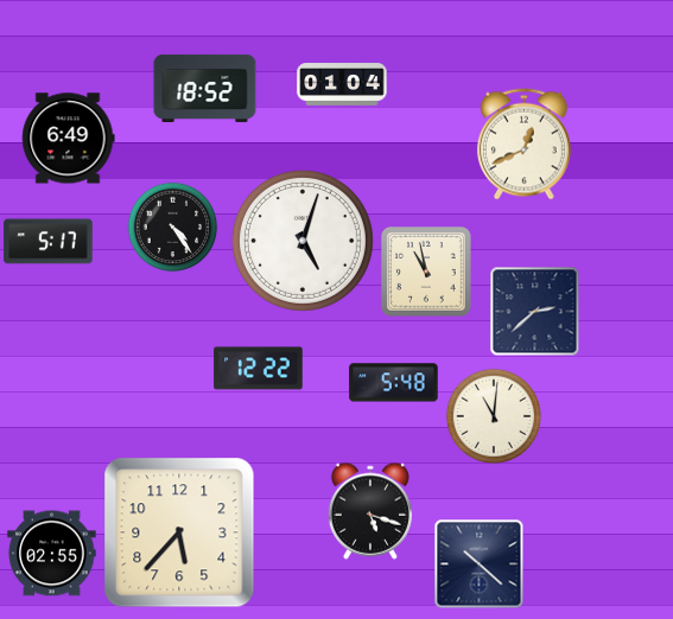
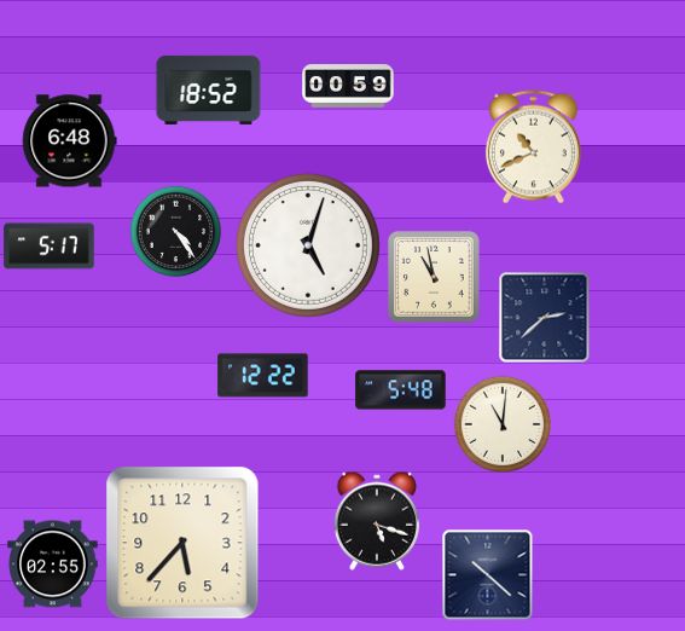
clock at (342, 84): 01:04 -> 00:59
clock at (68, 139): 6:49 -> 6:48
clock at (523, 145): 12:41 -> 10:41
